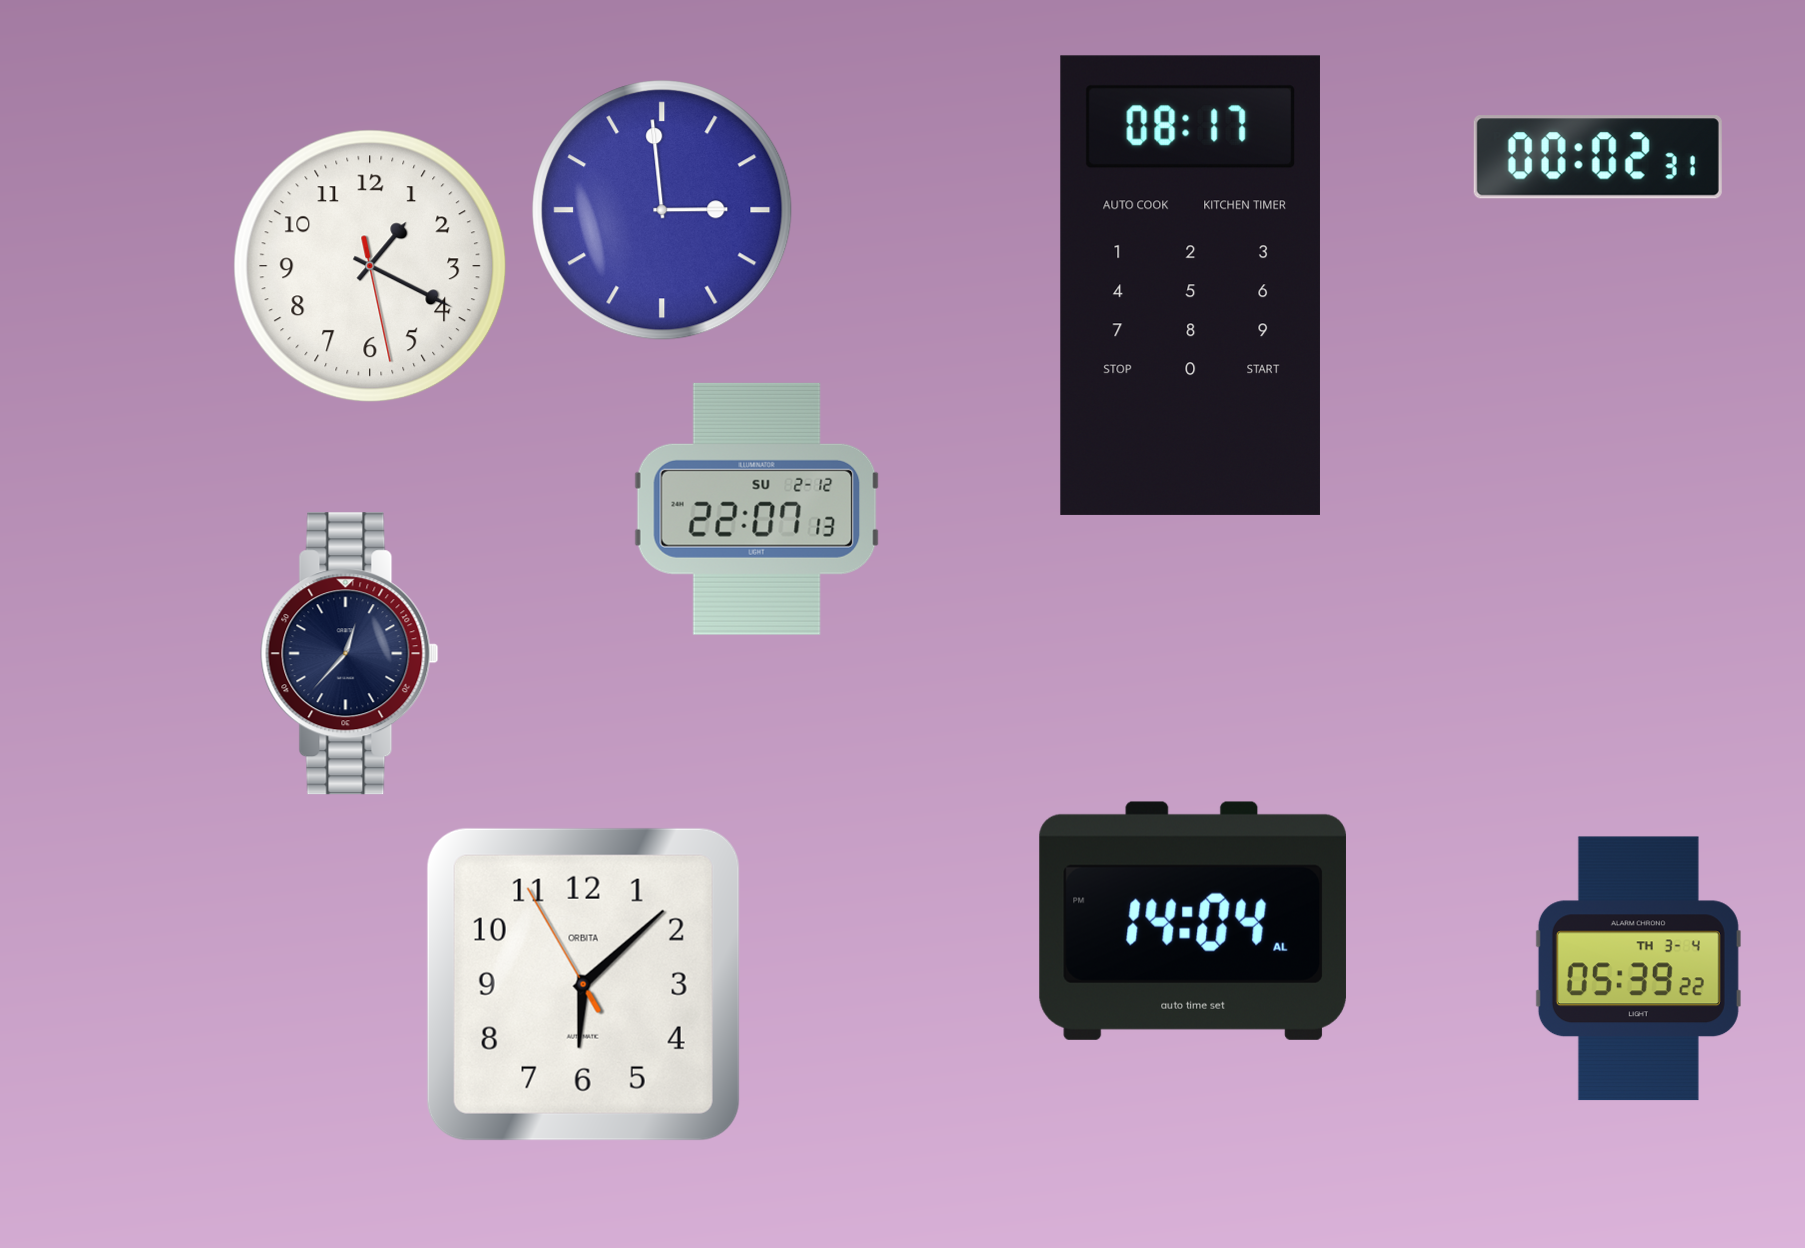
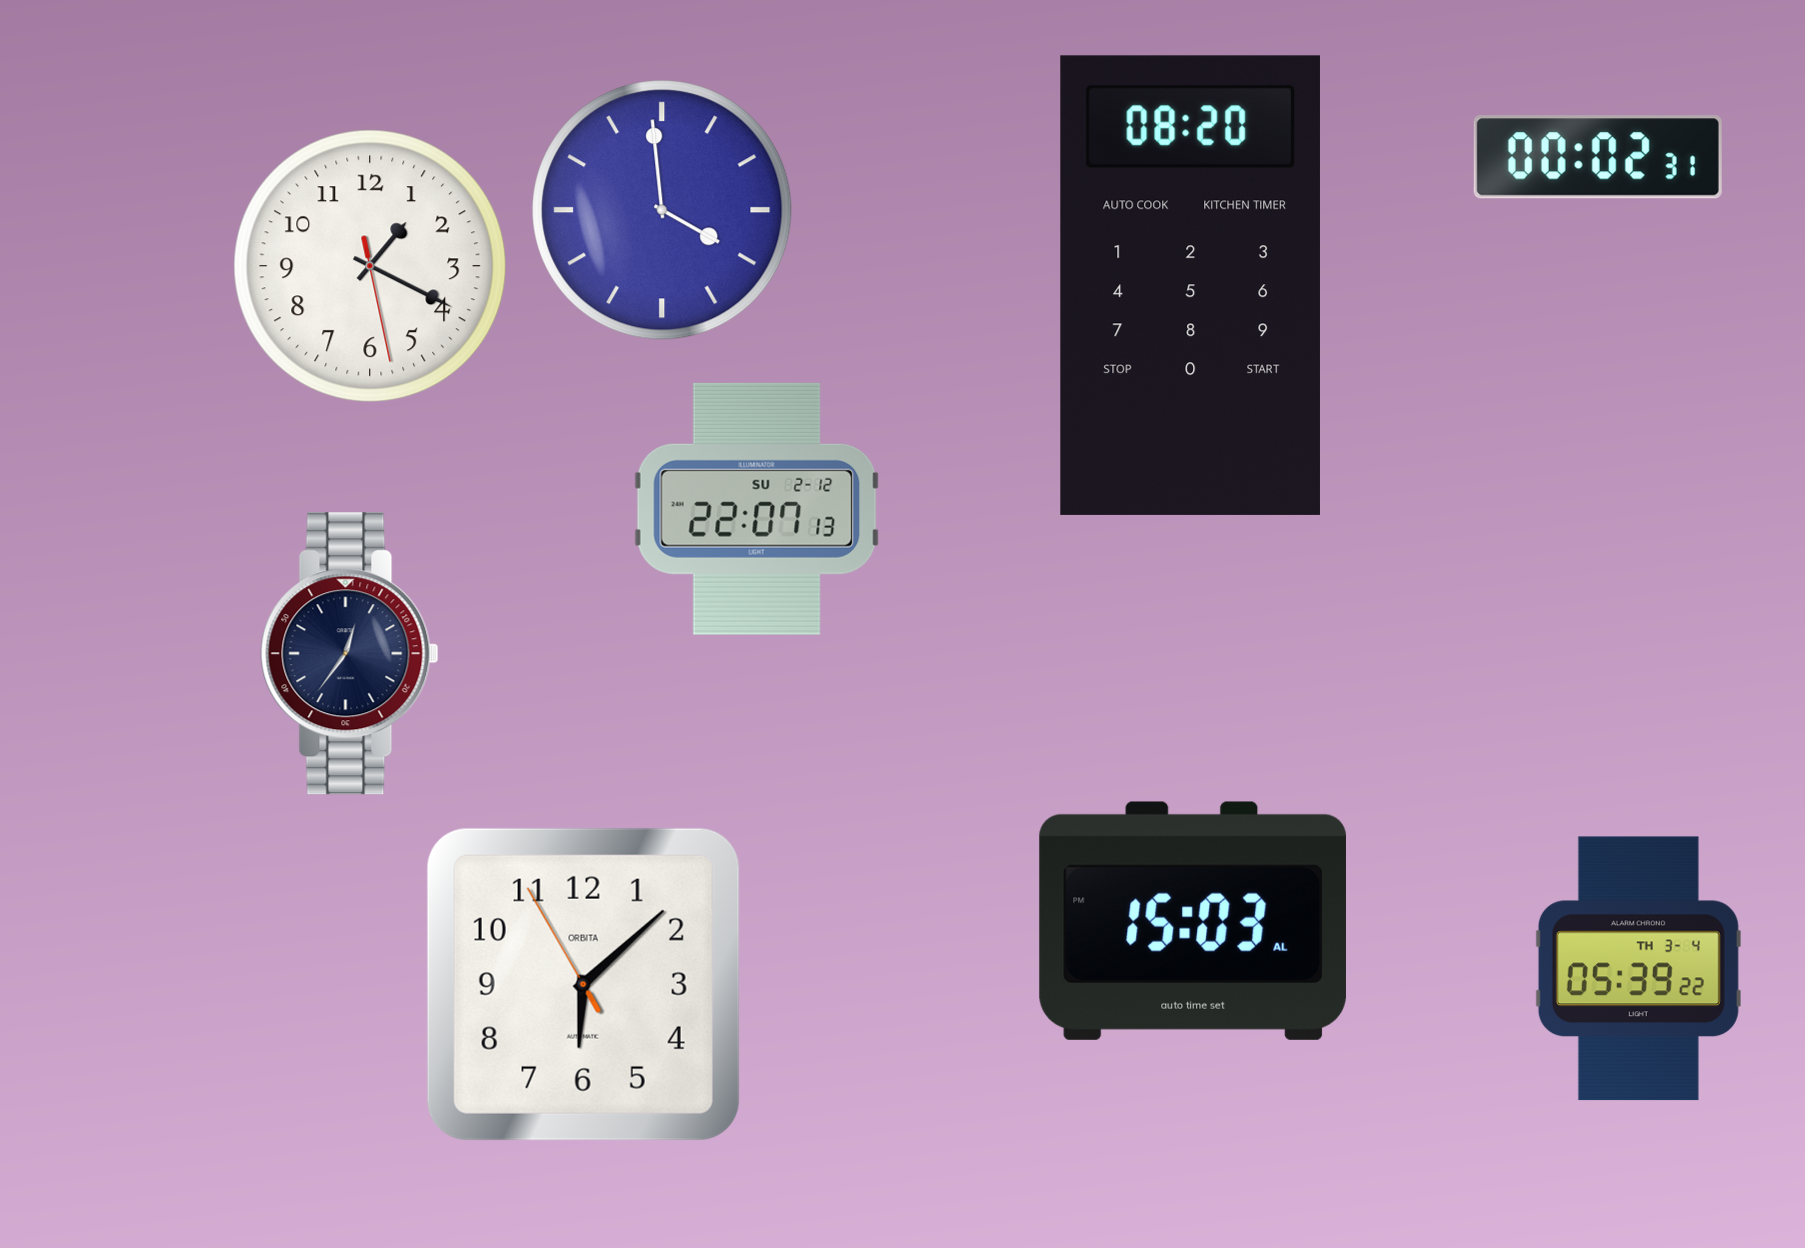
clock at (662, 210): 2:59 -> 3:59
clock at (1190, 285): 08:17 -> 08:20
clock at (350, 654): 12:37 -> 12:36
clock at (1193, 921): 14:04 -> 15:03
